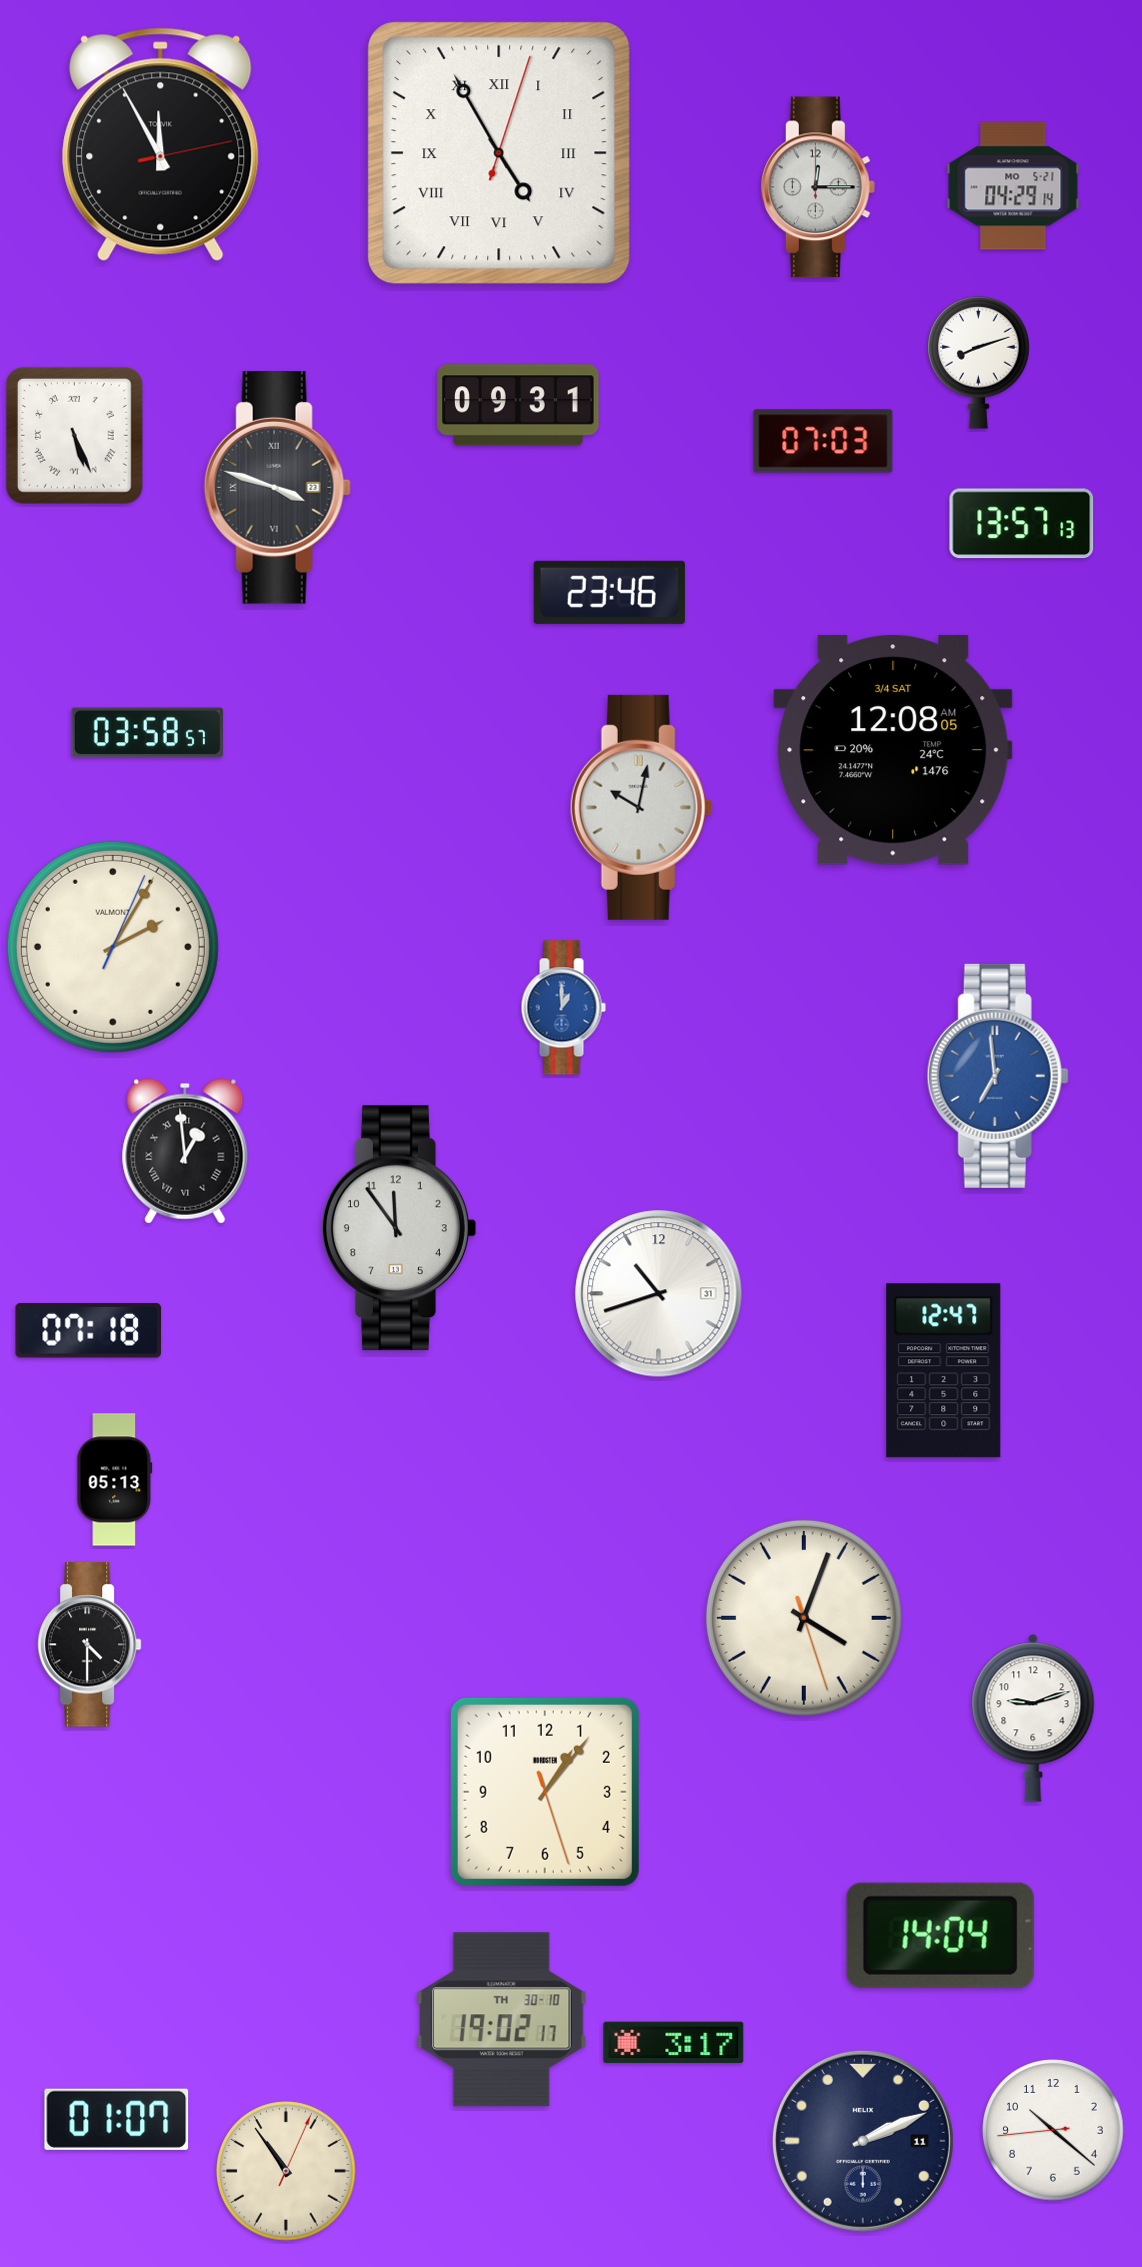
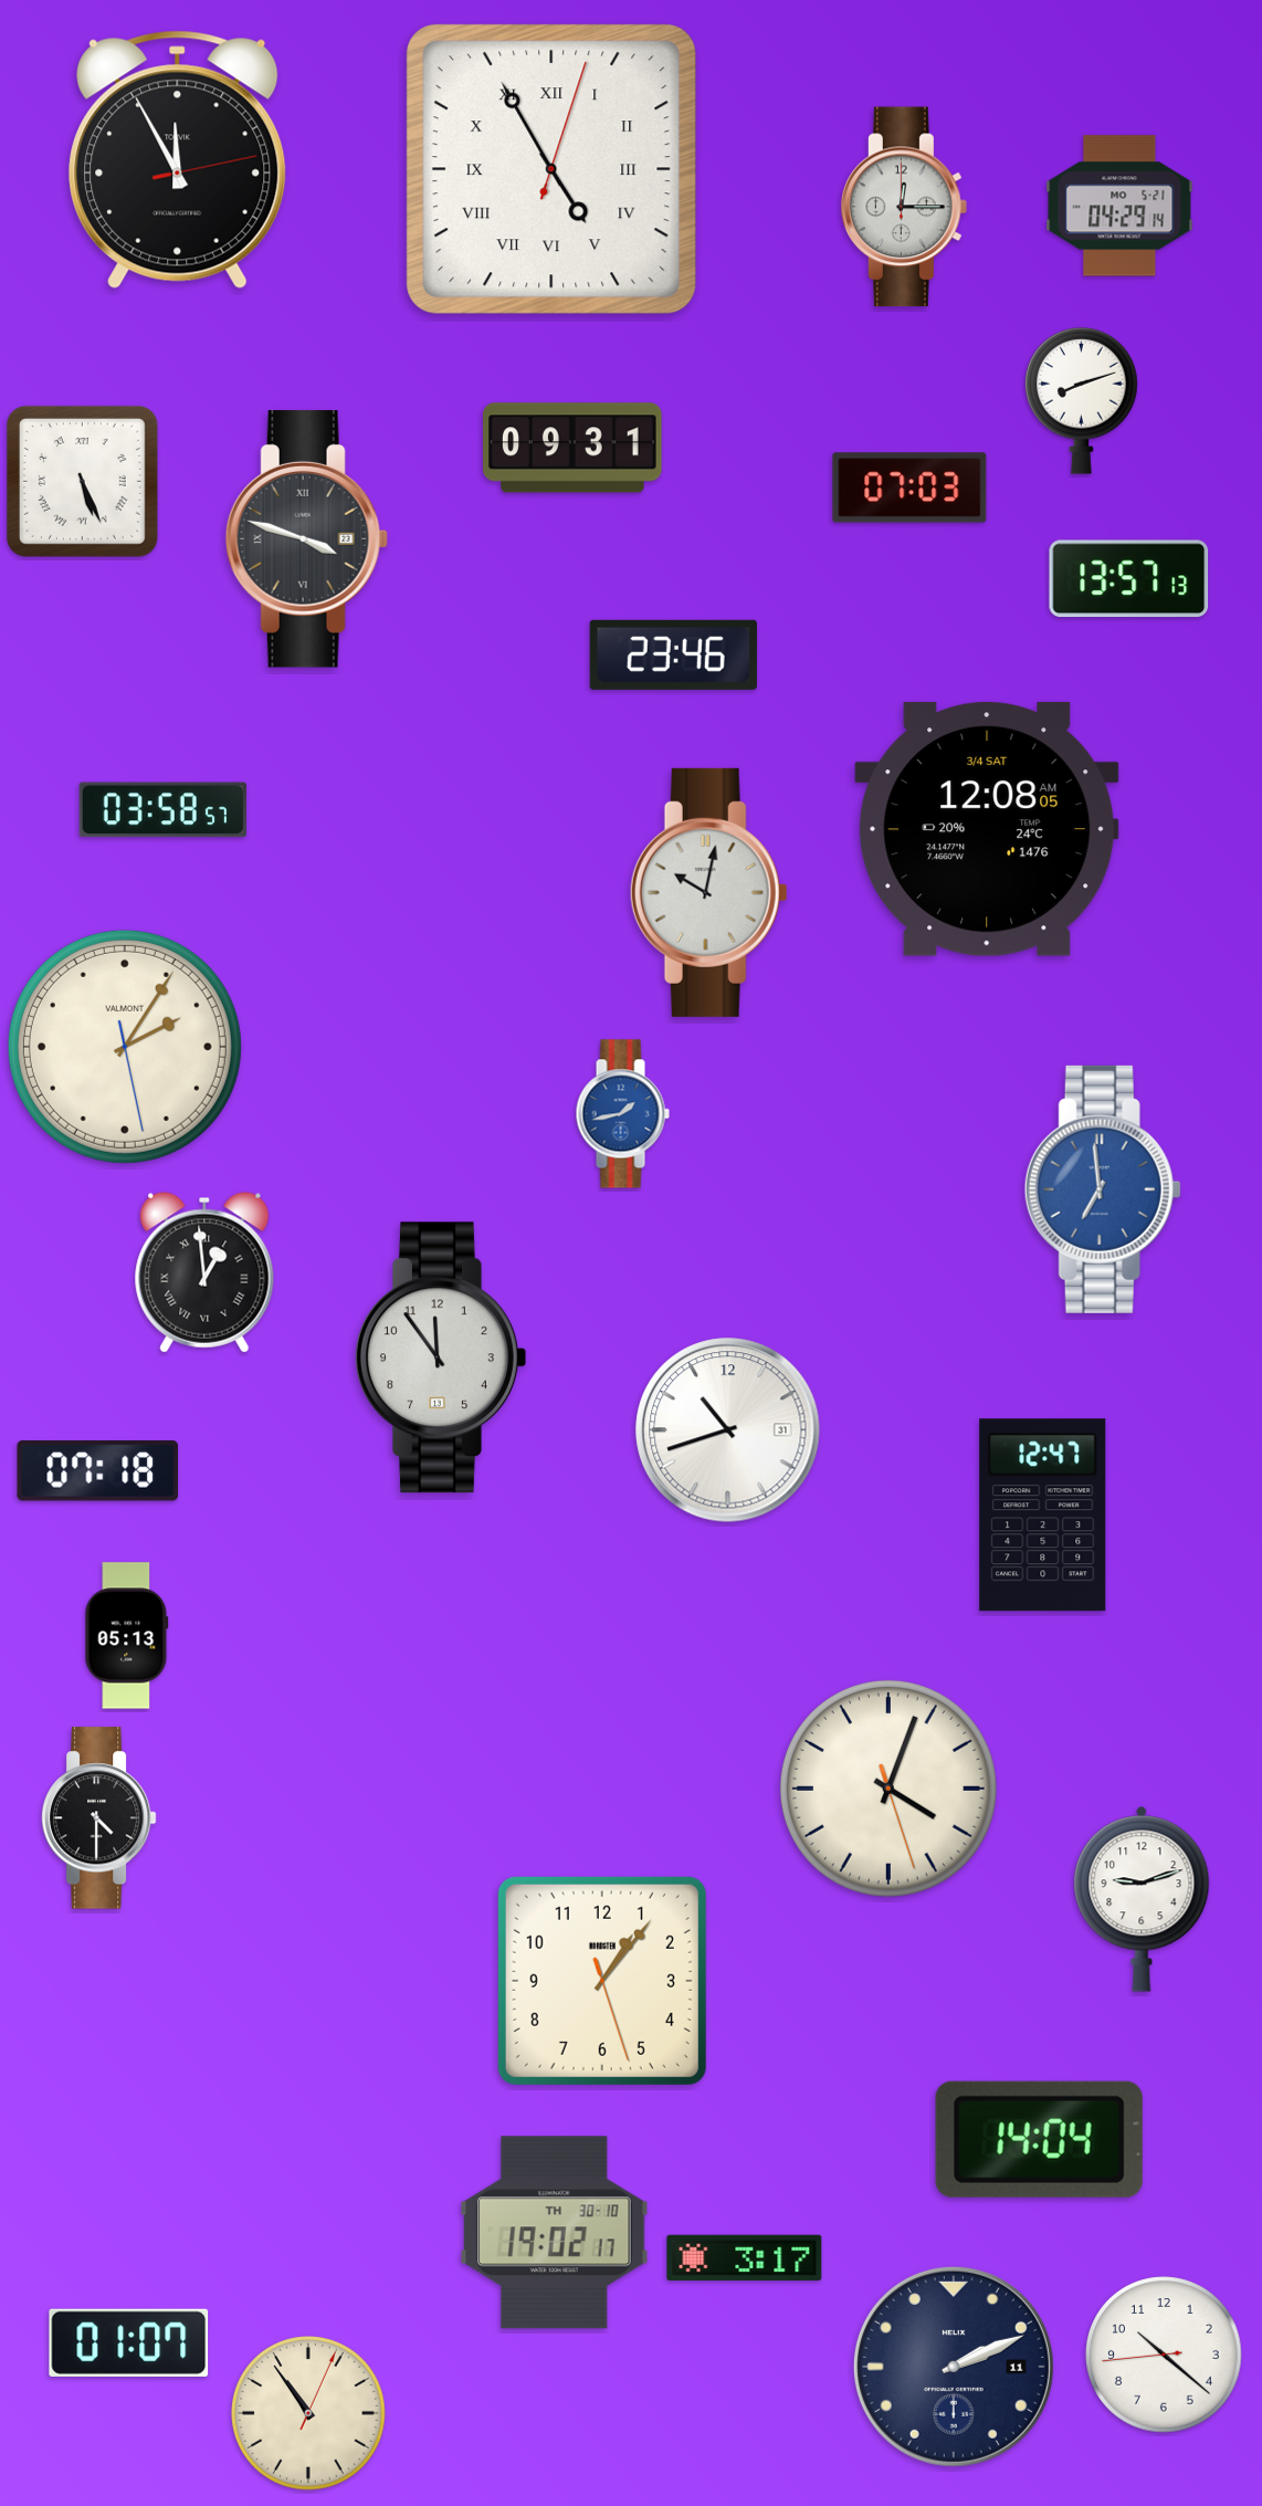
clock at (113, 947): 2:05:04 -> 2:05:28
clock at (563, 1008): 1:00 -> 1:43
clock at (286, 2171) position: (286, 2171) -> (308, 2413)
